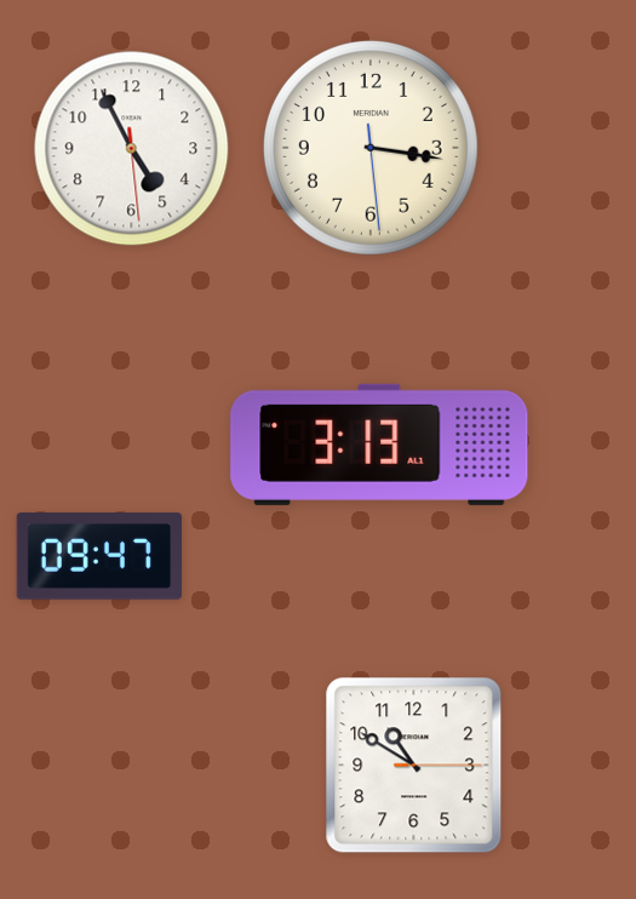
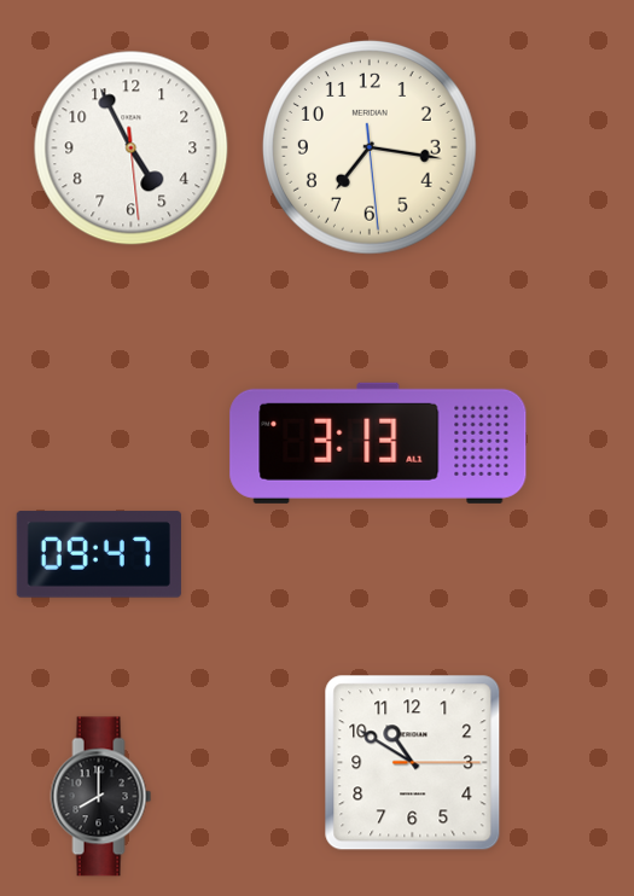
clock at (371, 148): 3:16 -> 7:16
clock at (101, 797): none -> 8:00
